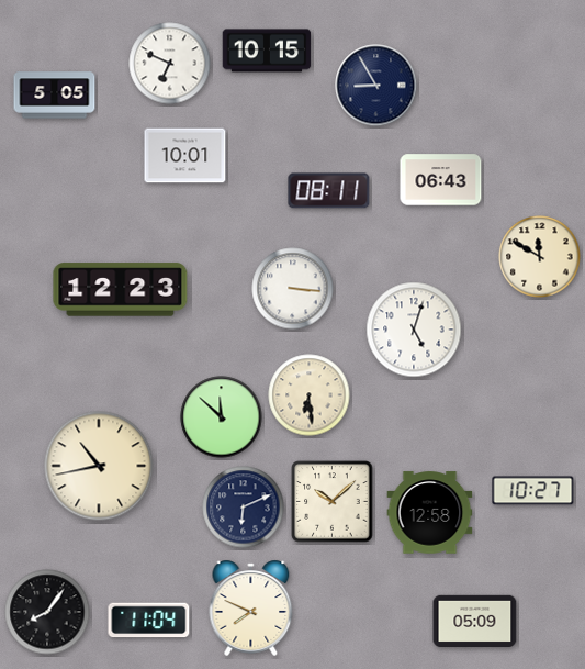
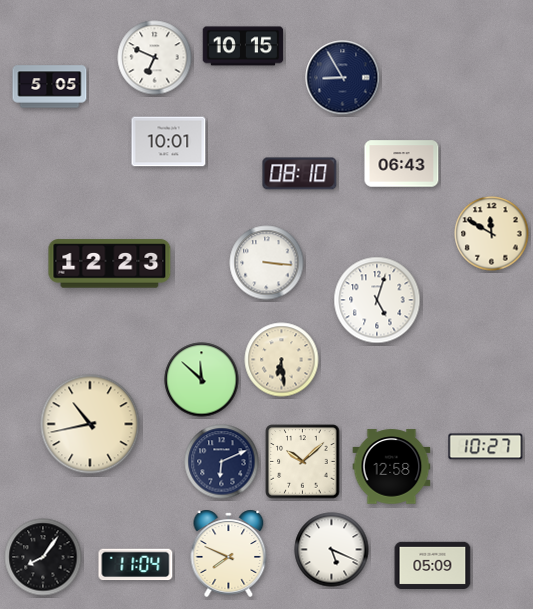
clock at (329, 191): 08:11 -> 08:10
clock at (333, 502) position: (333, 502) -> (303, 462)
clock at (332, 550): none -> 5:19
